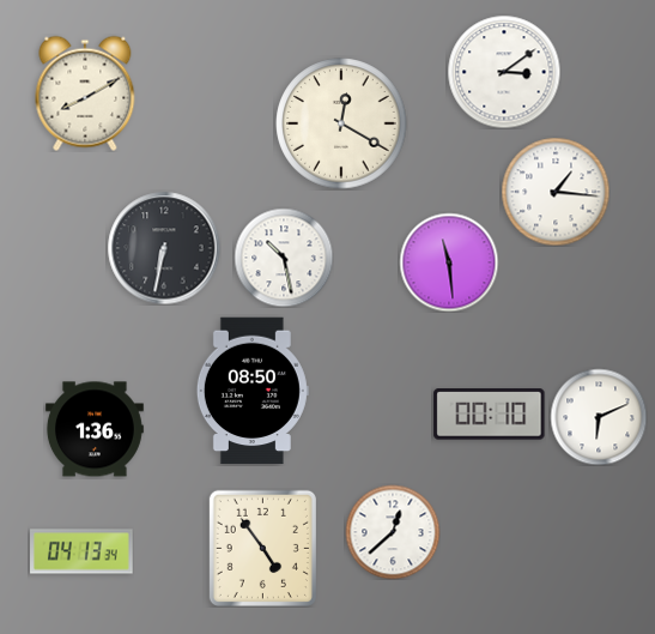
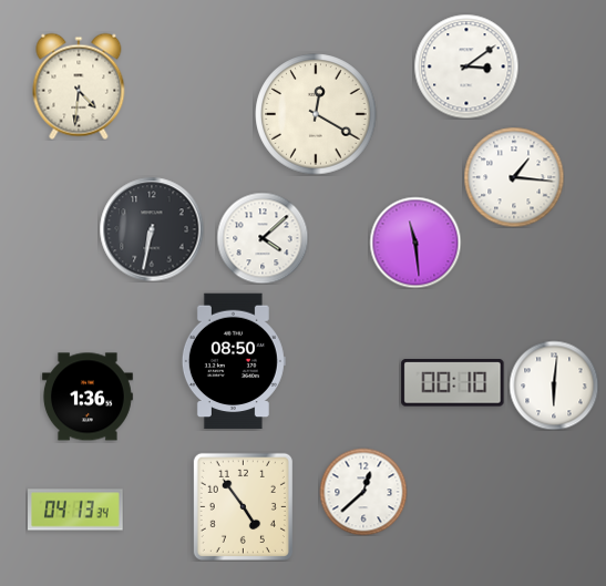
clock at (85, 93): 8:10 -> 4:31
clock at (284, 258): 10:28 -> 4:08
clock at (599, 417): 6:11 -> 6:01
